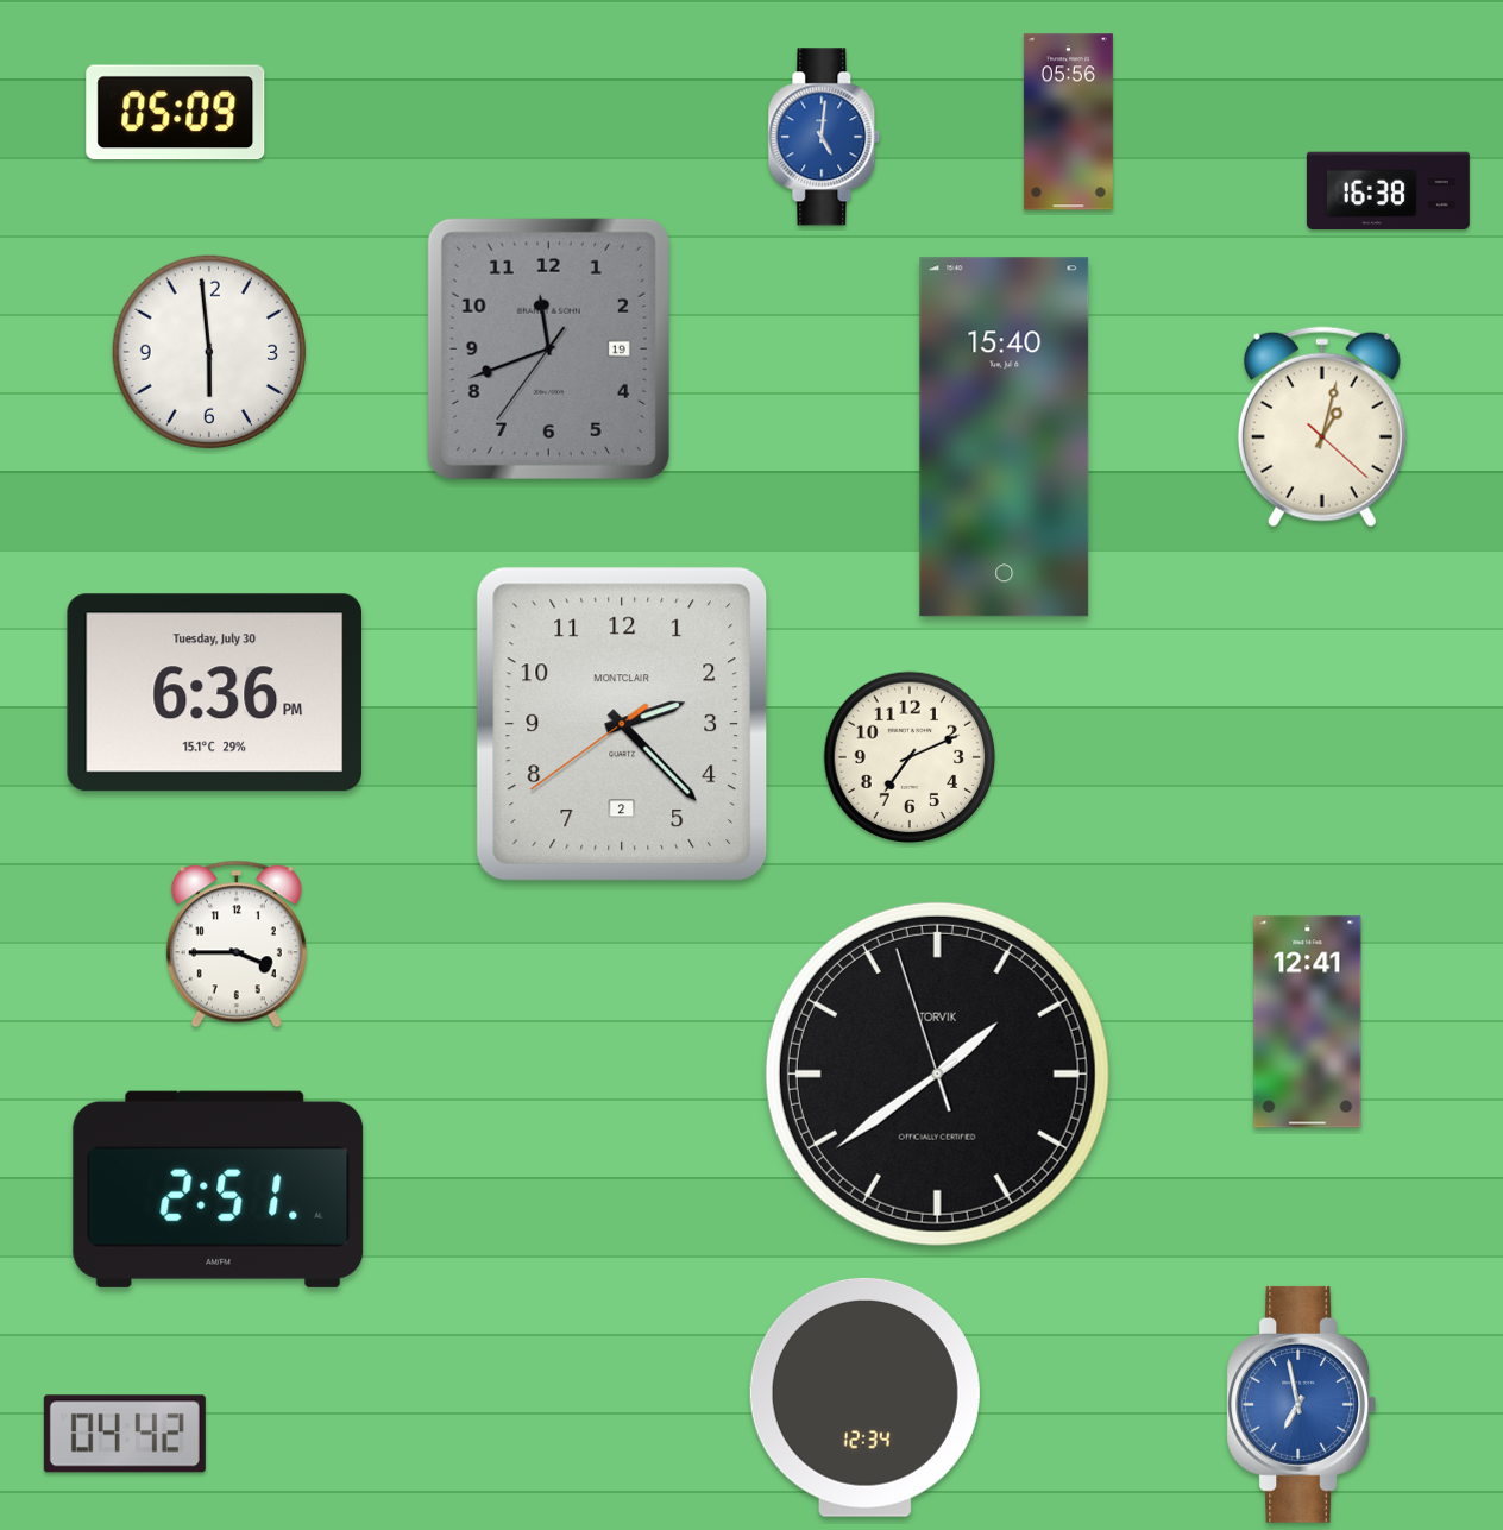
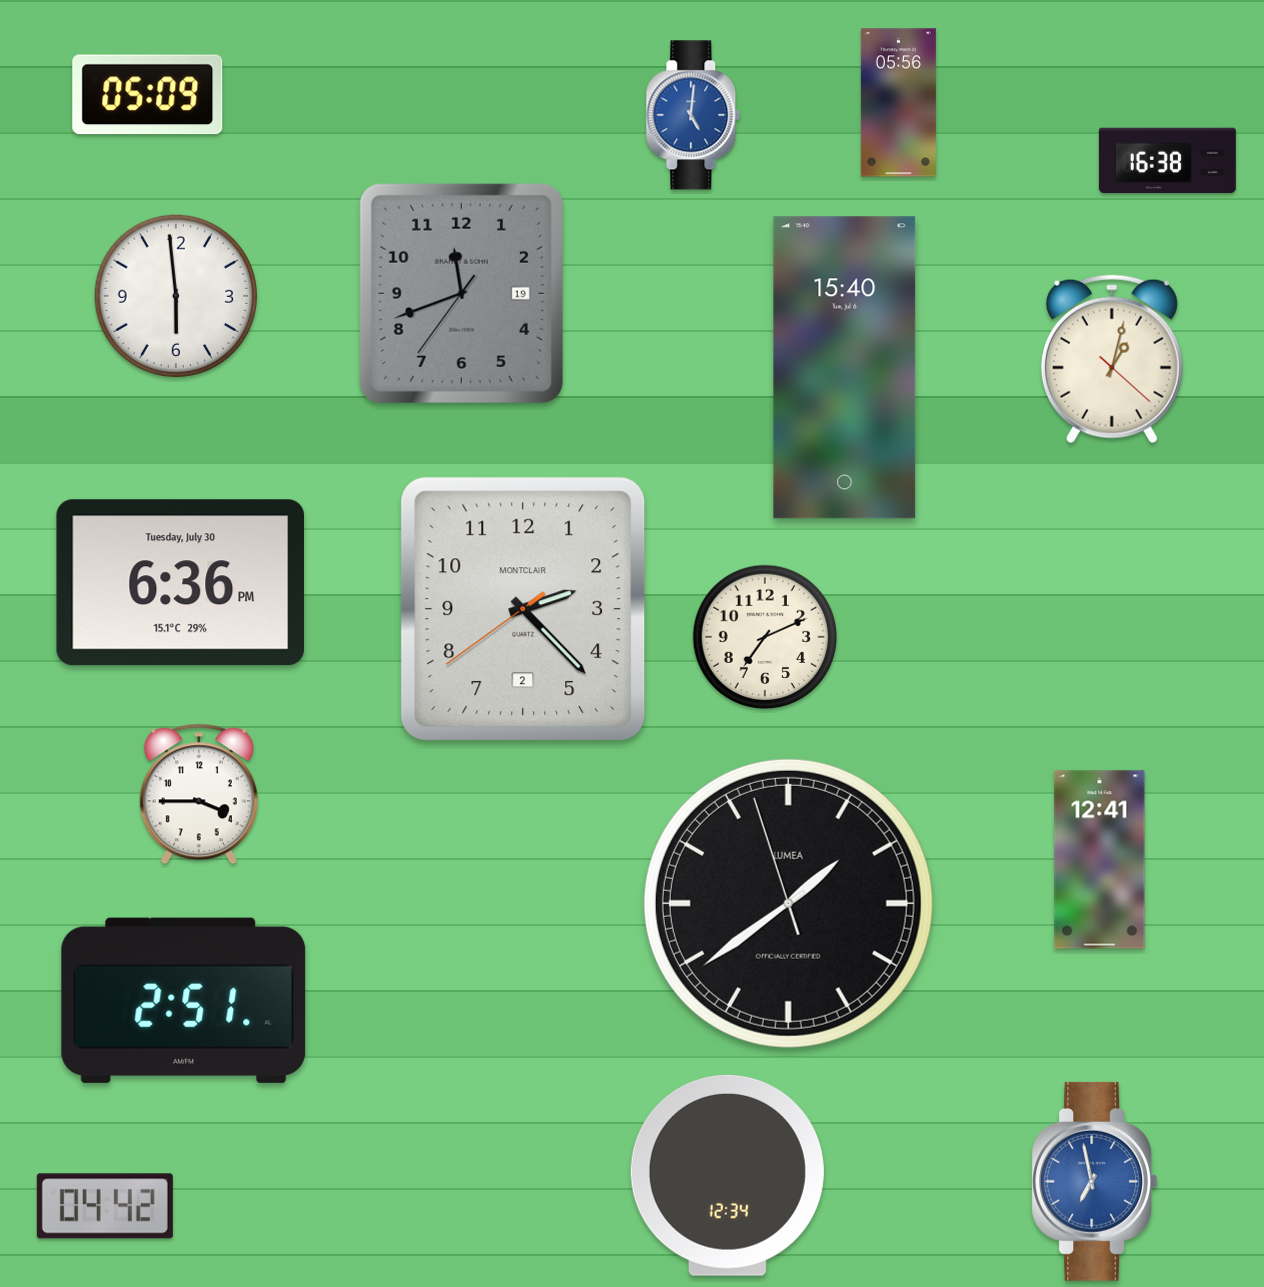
clock at (937, 1073) brand: TORVIK -> LUMEA
